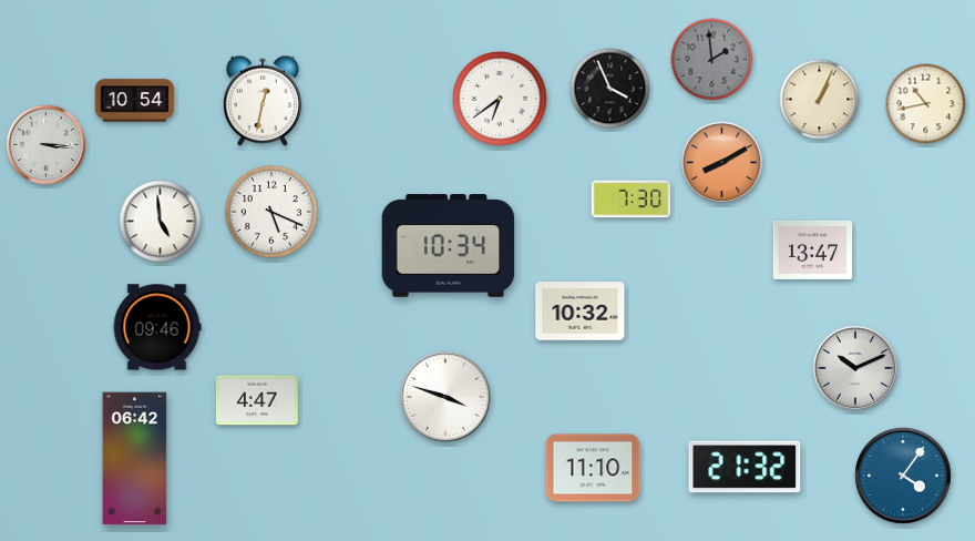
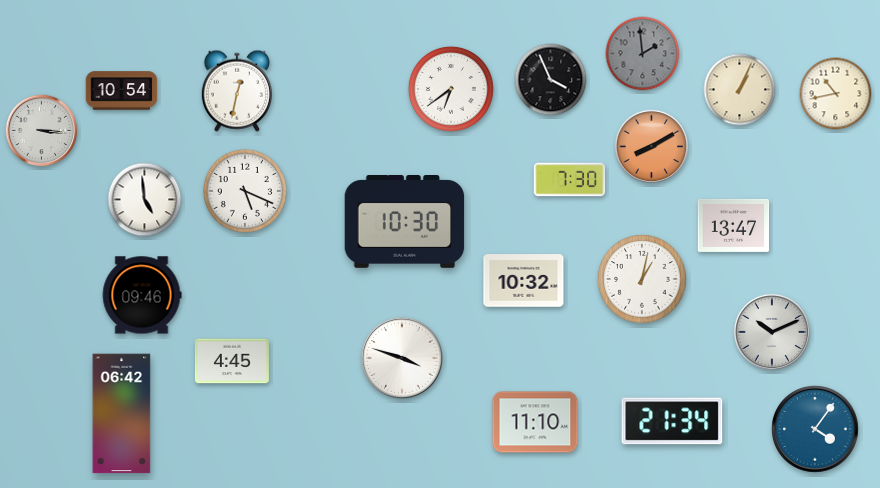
clock at (449, 246): 10:34 -> 10:30
clock at (642, 279): none -> 1:02
clock at (257, 400): 4:47 -> 4:45
clock at (745, 467): 21:32 -> 21:34
